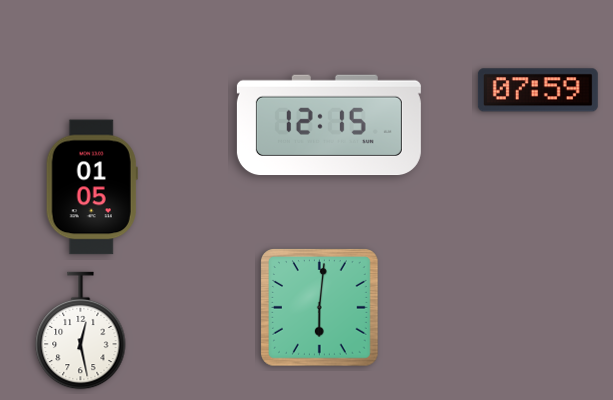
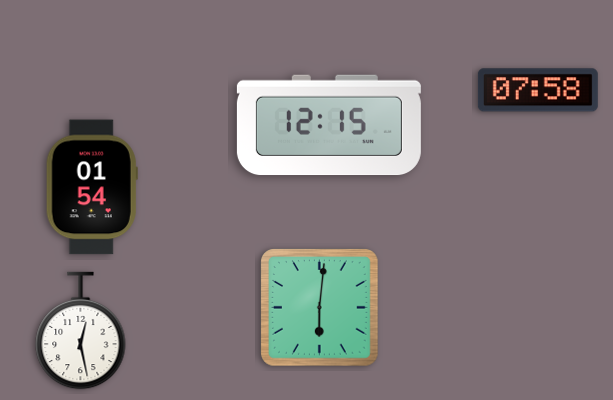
clock at (538, 90): 07:59 -> 07:58
clock at (92, 187): 01:05 -> 01:54
